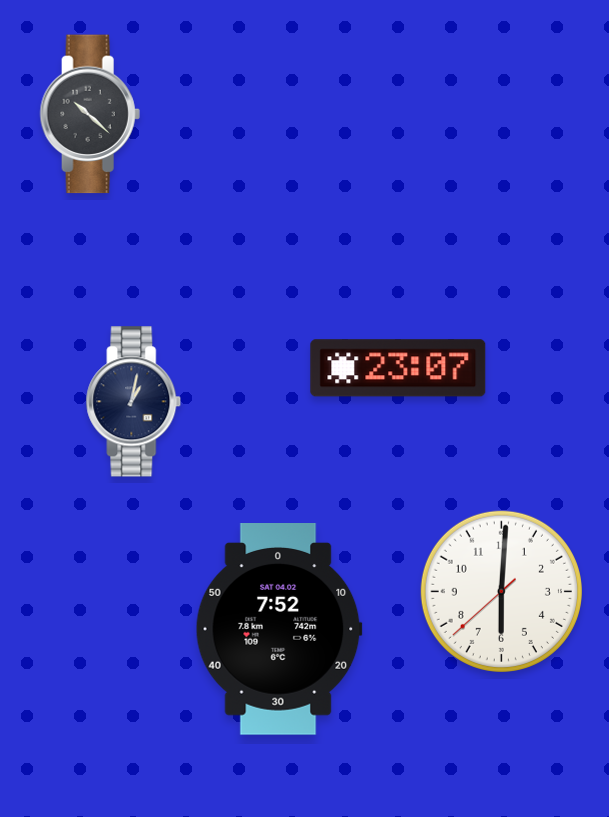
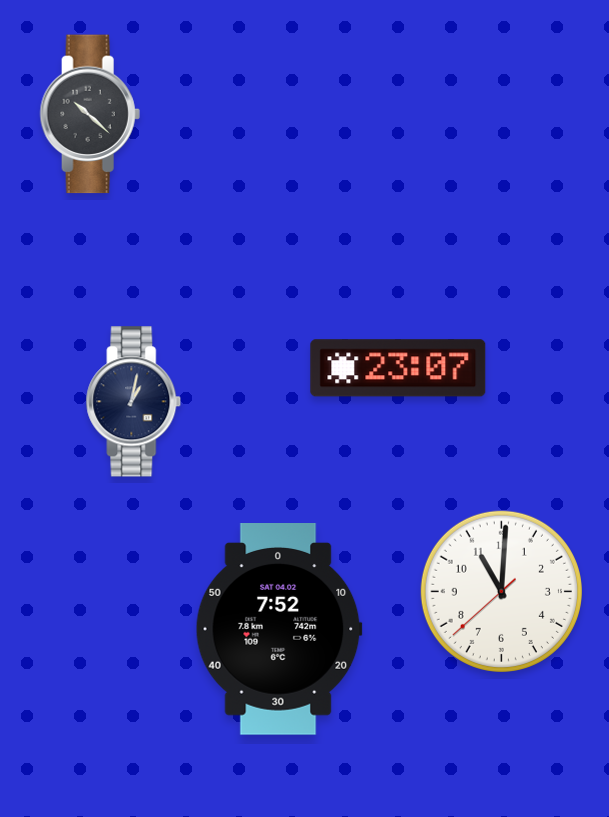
clock at (501, 591): 6:00 -> 11:00
